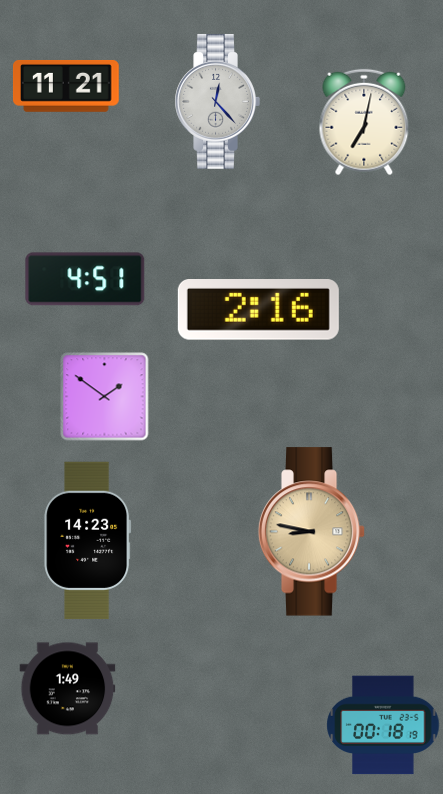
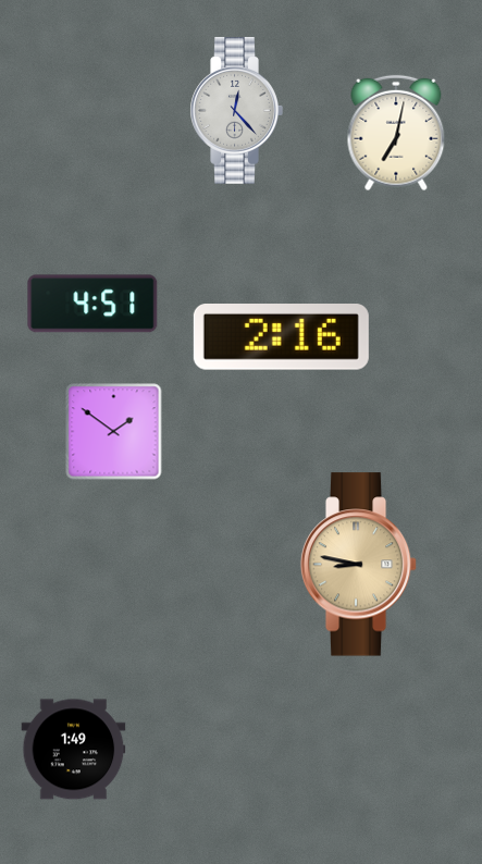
clock at (66, 86): 11:21 -> none
clock at (312, 532) position: (312, 532) -> (359, 565)
clock at (88, 540): 14:23 -> none
clock at (383, 725): 00:18 -> none
